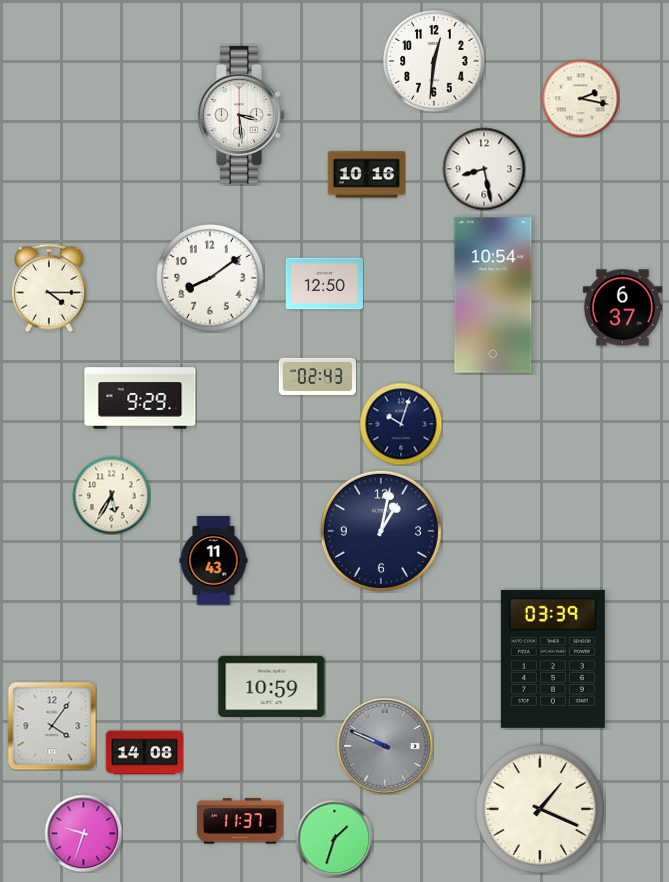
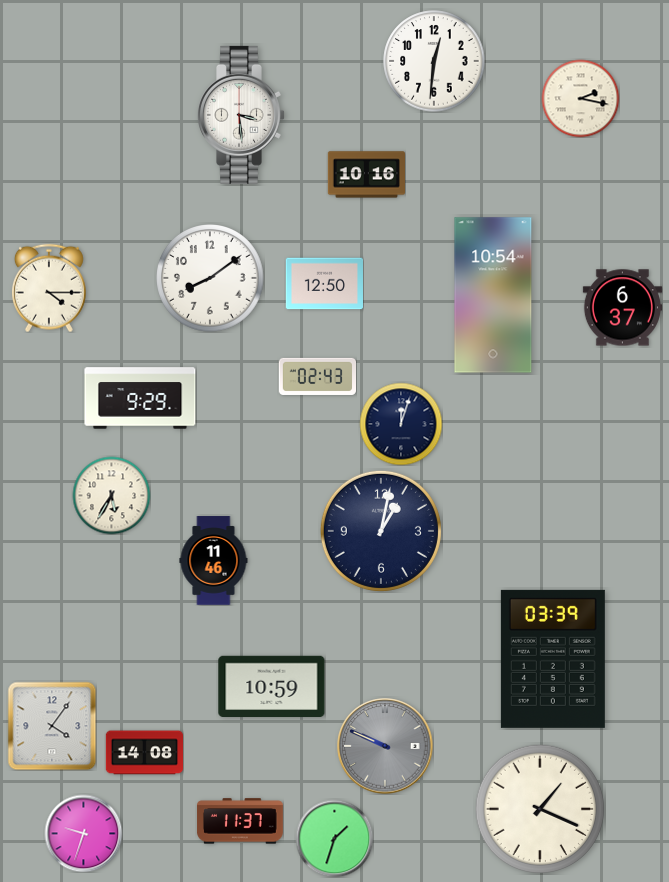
clock at (484, 169): 8:28 -> none
clock at (401, 424): 10:03 -> 12:03
clock at (214, 561): 11:43 -> 11:46
